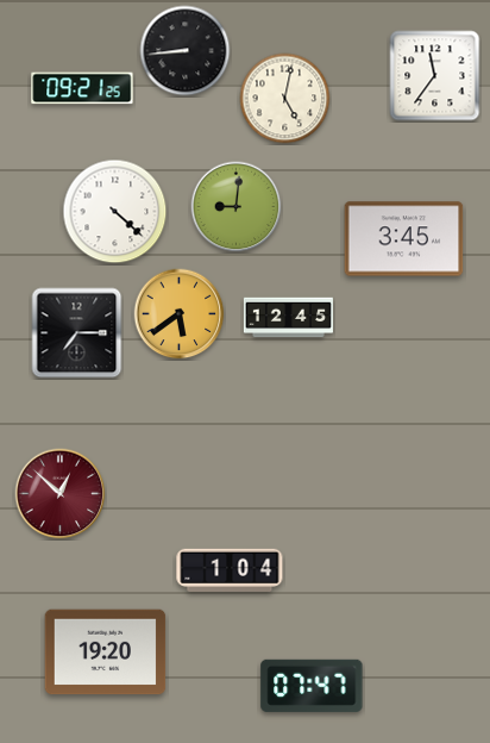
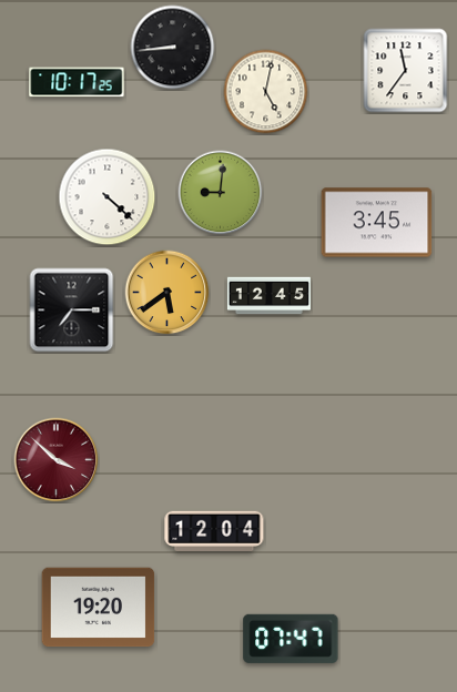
clock at (82, 88): 09:21 -> 10:17
clock at (61, 494): 12:52 -> 3:52
clock at (230, 569): 1:04 -> 12:04
